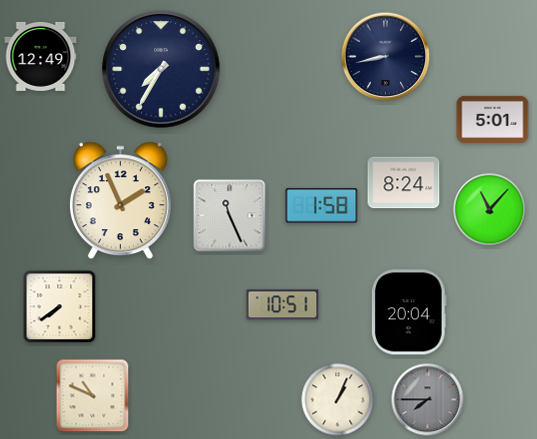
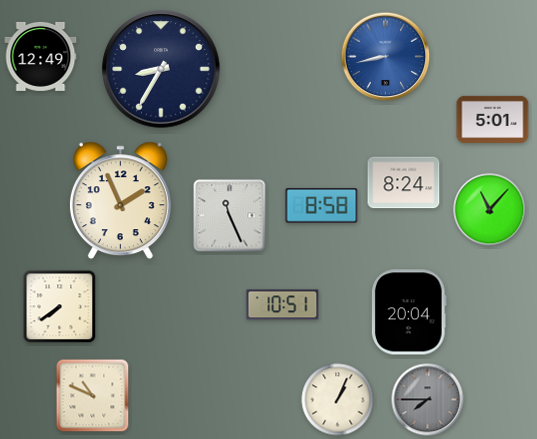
clock at (386, 57) dial: navy -> blue
clock at (161, 69): 7:35 -> 8:35
clock at (322, 206): 1:58 -> 8:58
